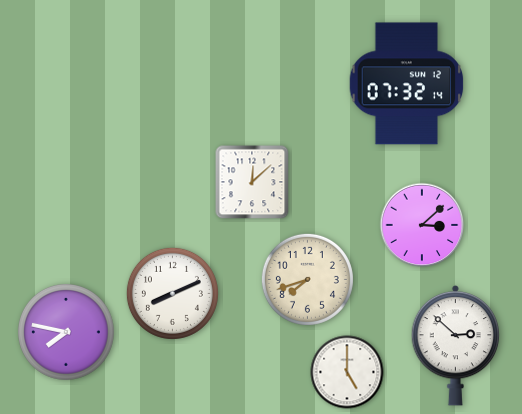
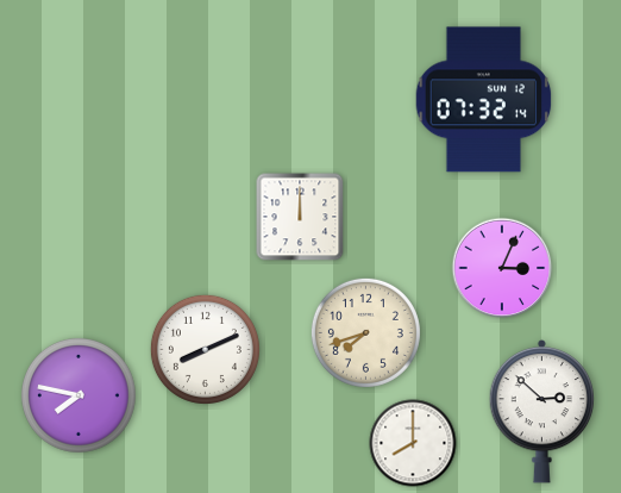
clock at (252, 182): 12:08 -> 12:00
clock at (422, 225): 3:08 -> 3:04
clock at (347, 372): 5:00 -> 8:00
